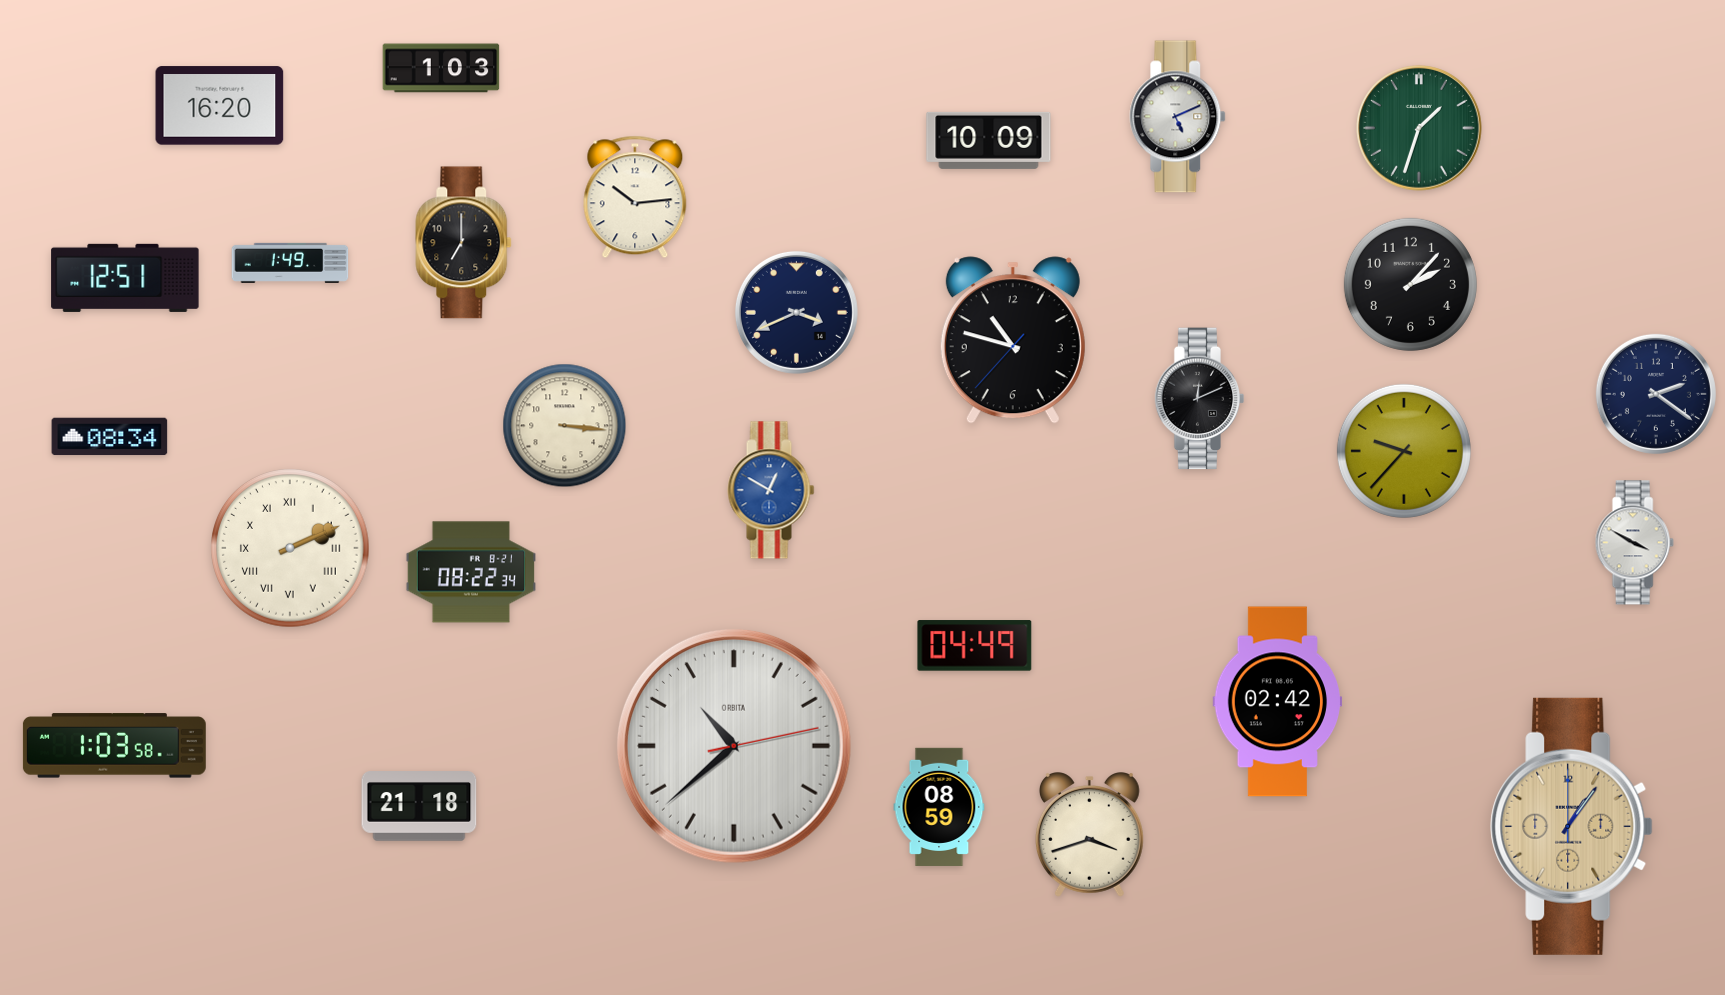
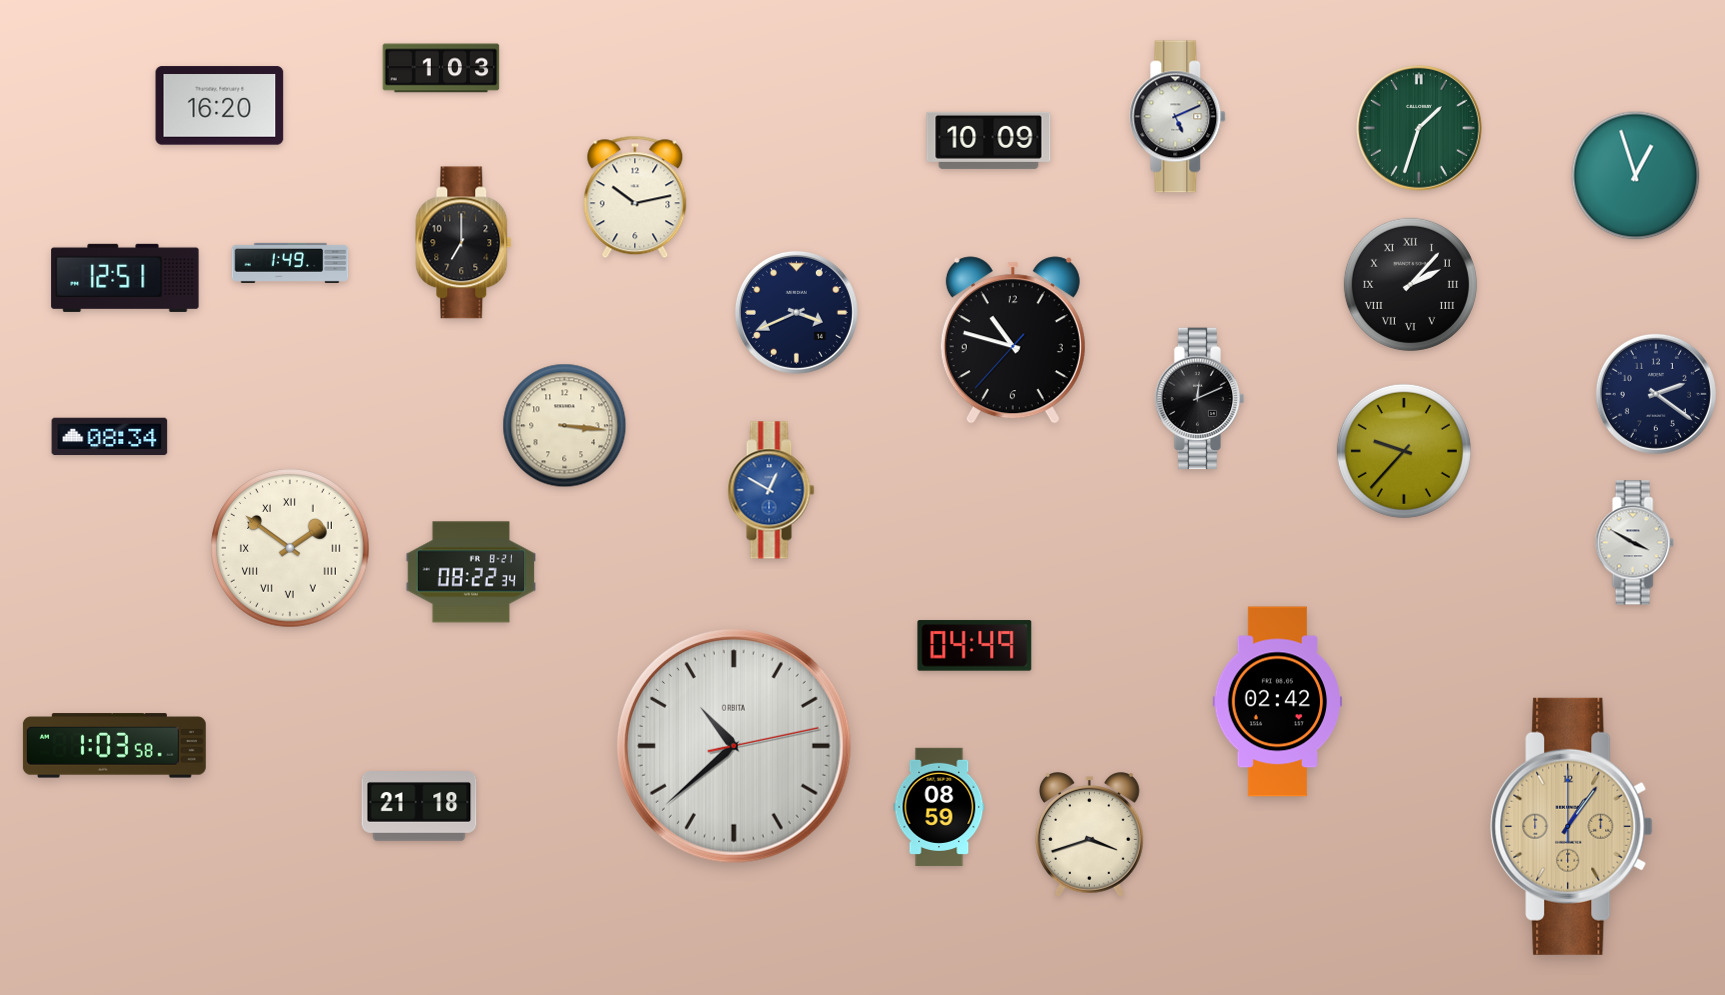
clock at (1636, 176): none -> 12:57
clock at (635, 197): 10:14 -> 10:13
clock at (1410, 284) numerals: Arabic -> Roman
clock at (291, 549): 2:11 -> 1:51
